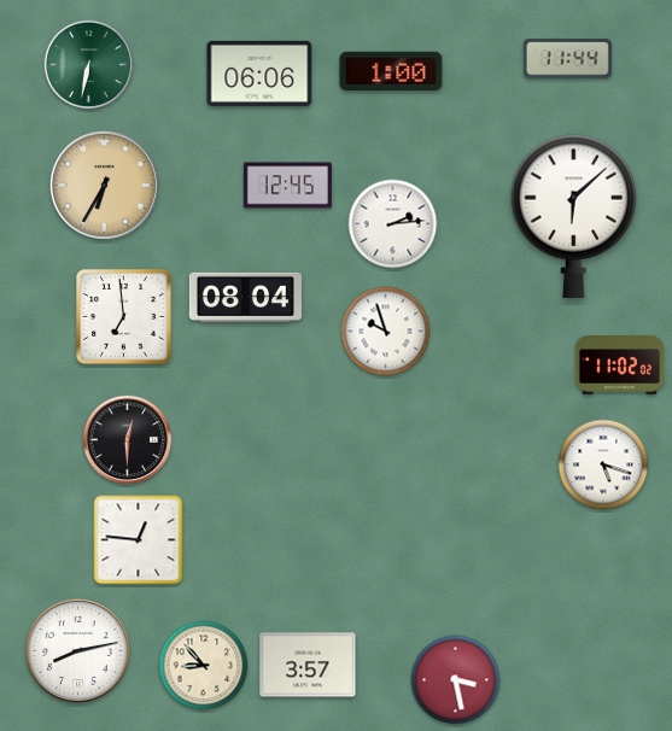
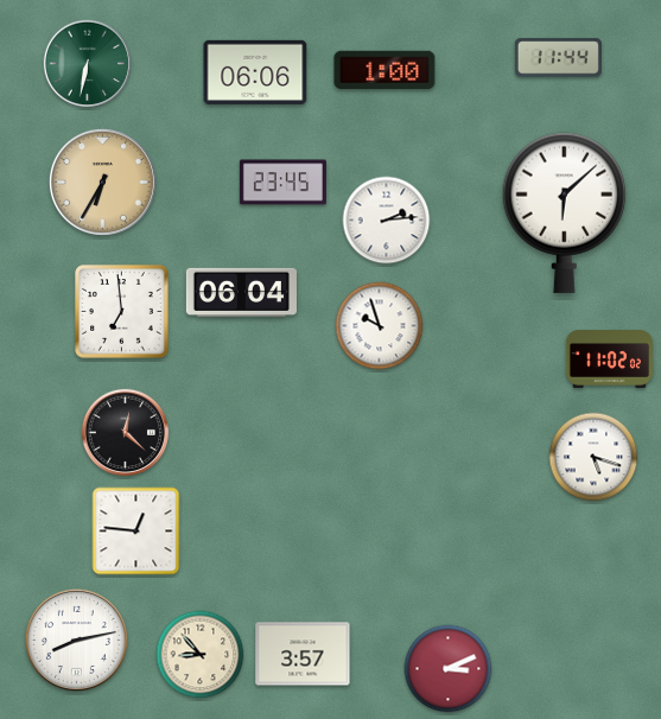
clock at (287, 186): 12:45 -> 23:45
clock at (245, 297): 08:04 -> 06:04
clock at (128, 440): 12:30 -> 12:22
clock at (456, 680): 3:28 -> 3:11
